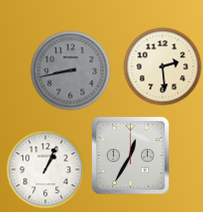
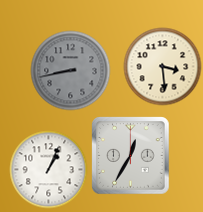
clock at (162, 66): 2:29 -> 3:29
clock at (45, 169) position: (45, 169) -> (48, 169)
